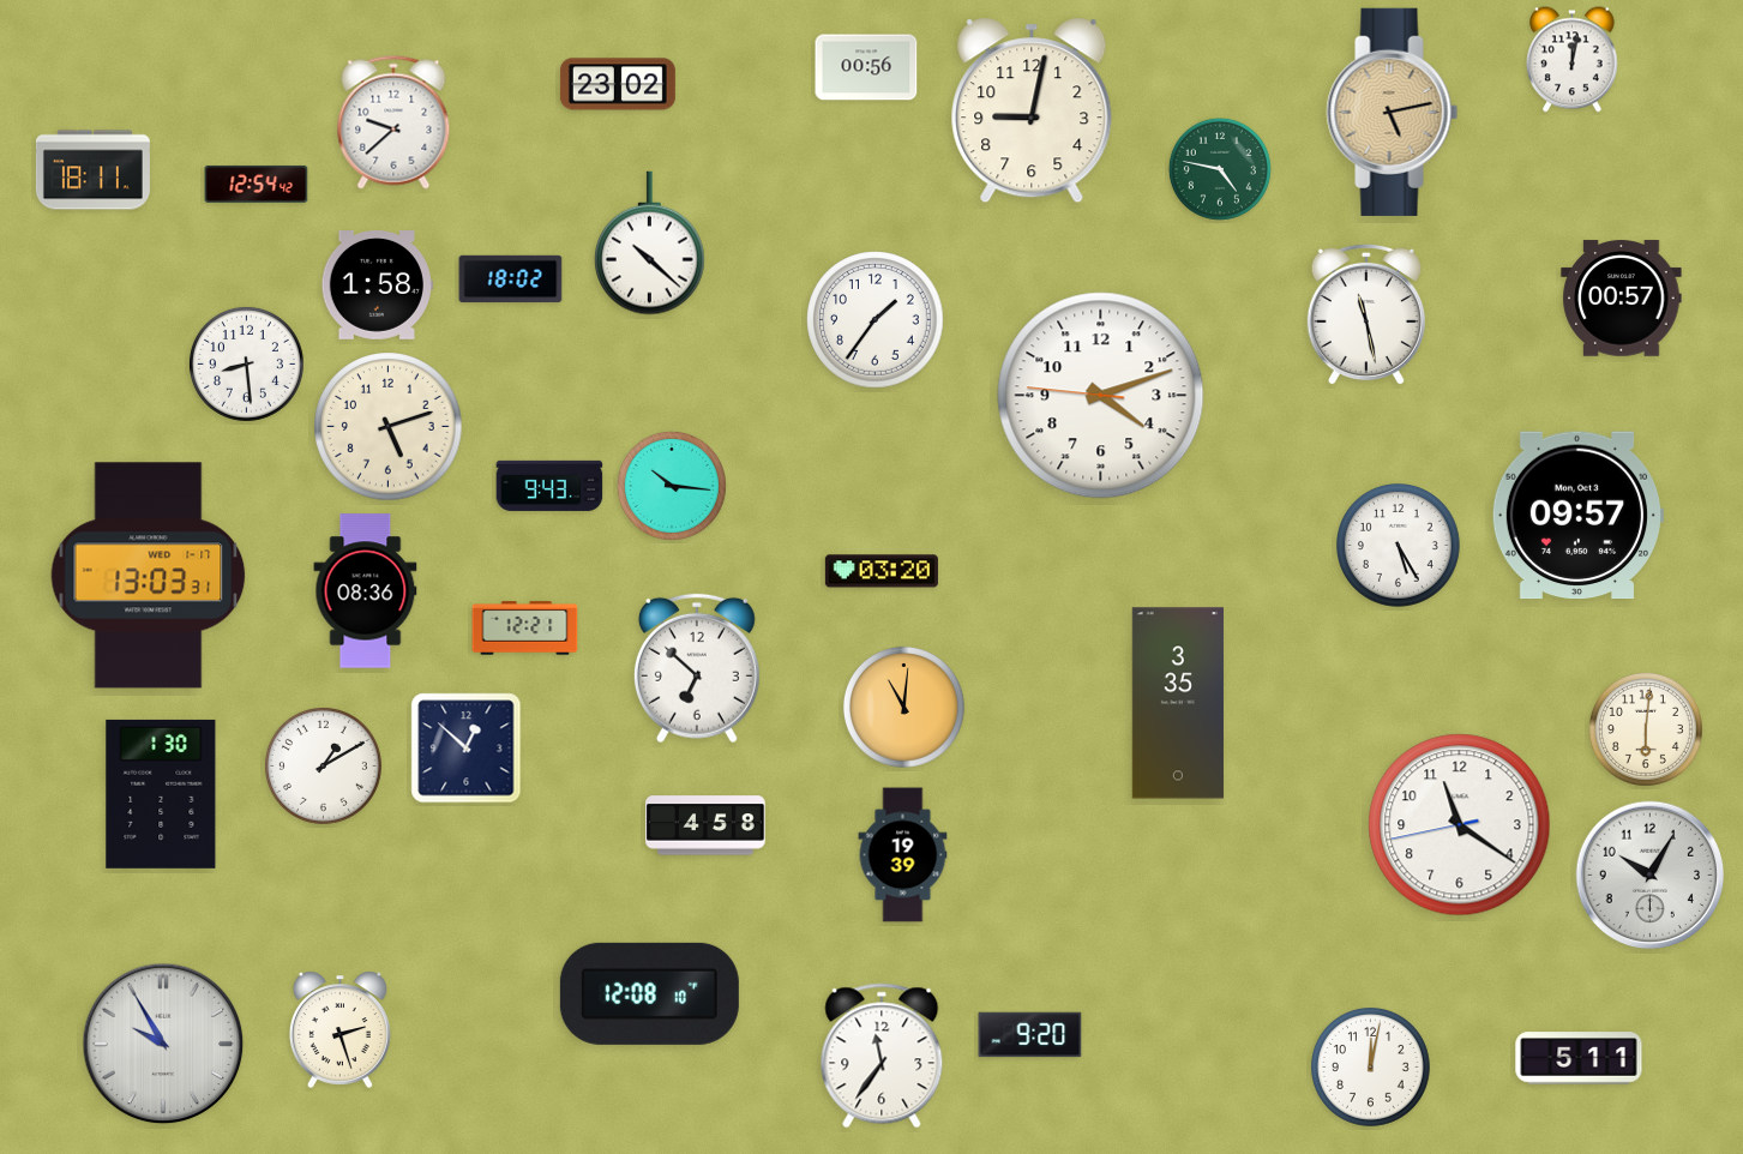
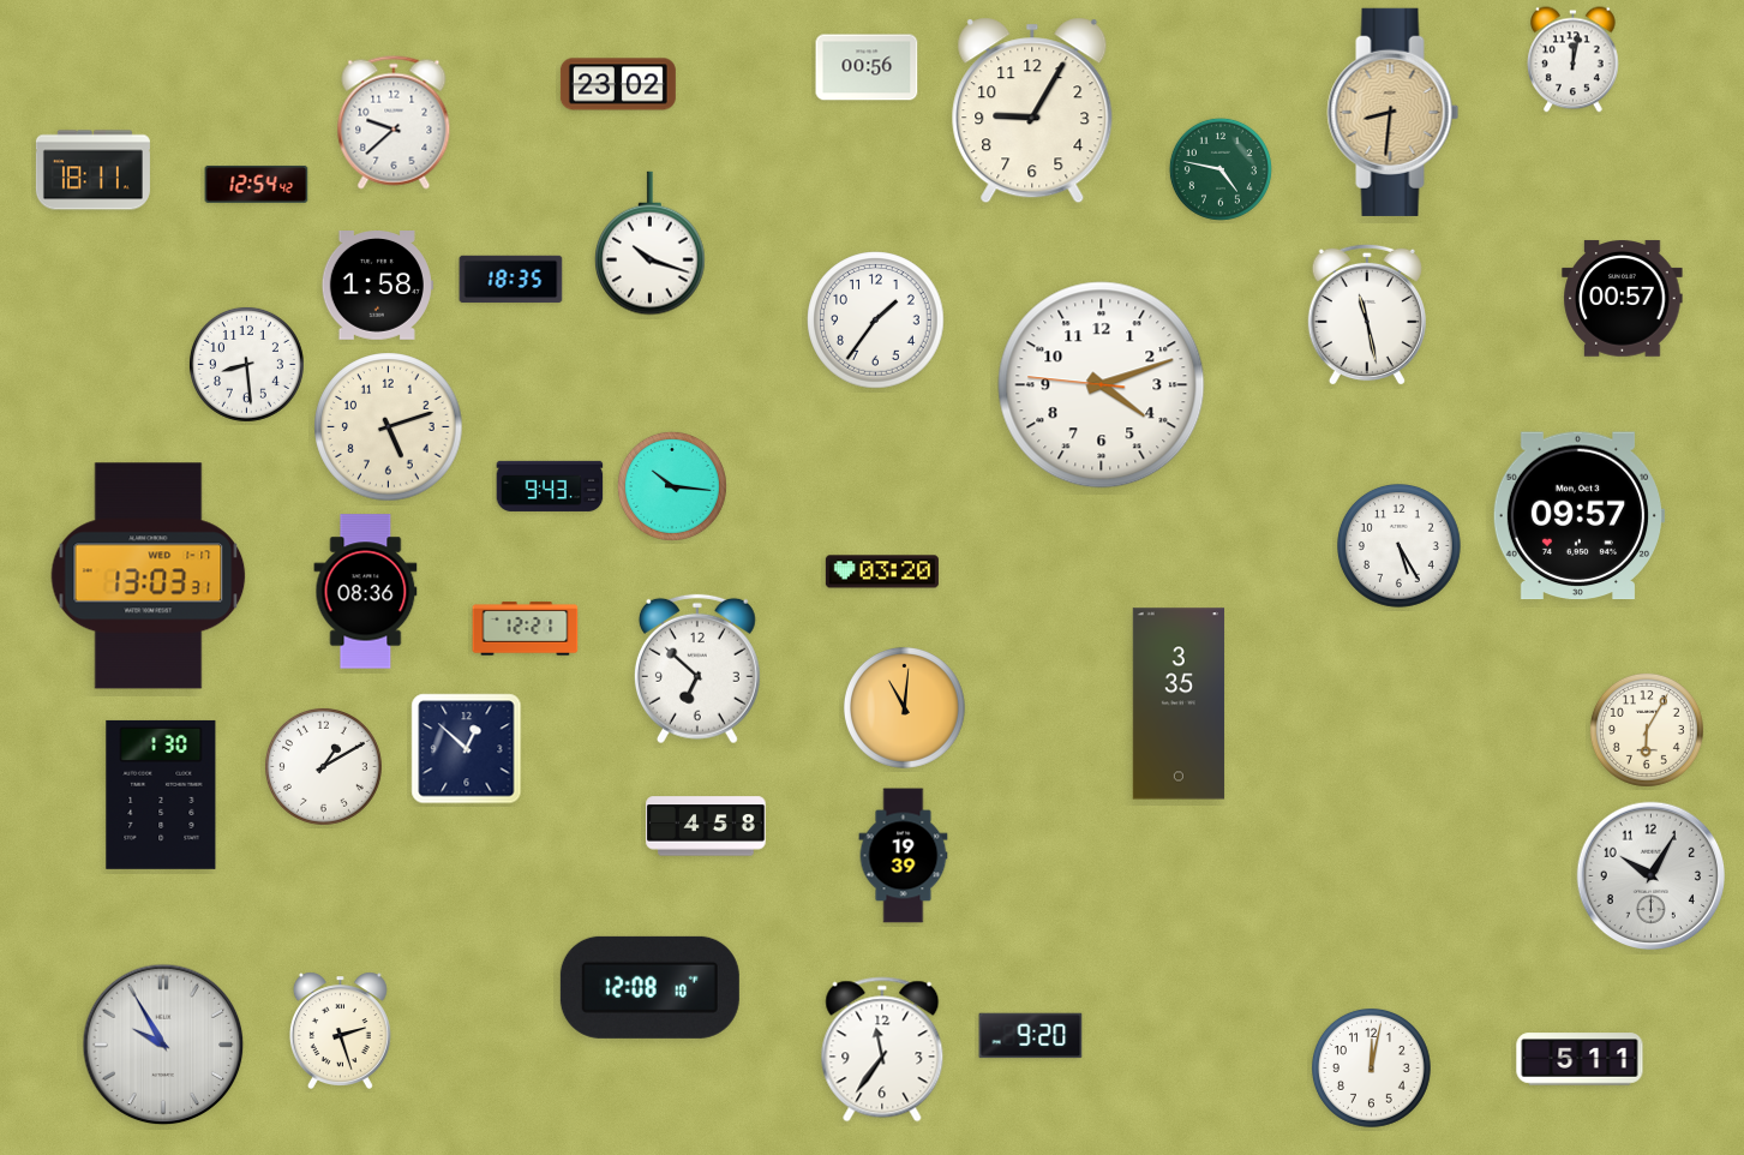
clock at (1032, 110): 9:02 -> 9:05
clock at (1393, 112): 5:13 -> 8:31
clock at (650, 244): 10:22 -> 10:18
clock at (511, 280): 18:02 -> 18:35
clock at (1101, 396) position: (1101, 396) -> (1102, 385)
clock at (1646, 729): 6:01 -> 6:05
clock at (1460, 825): 11:20 -> none
clock at (649, 993) position: (649, 993) -> (649, 987)
clock at (882, 1056) position: (882, 1056) -> (882, 1049)
